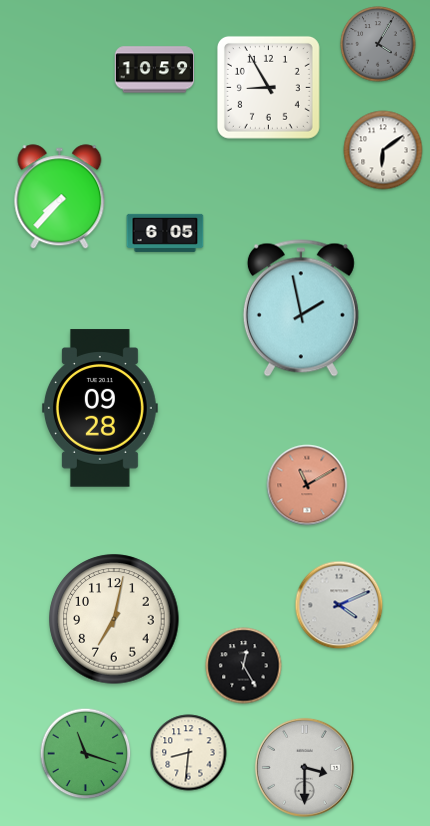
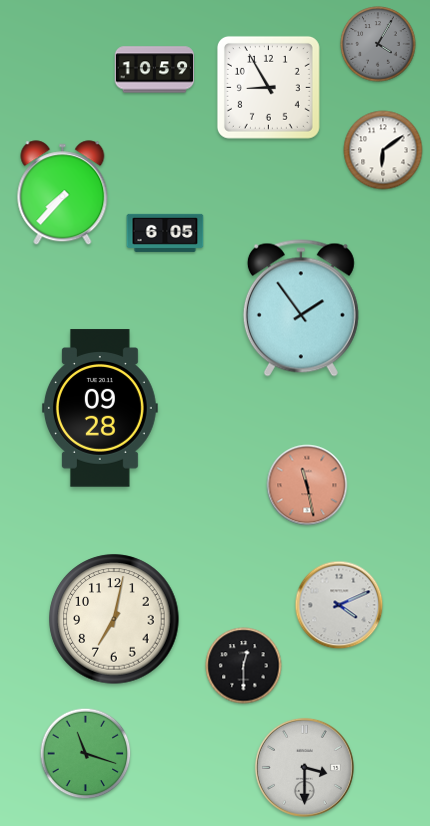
clock at (60, 197) position: (60, 197) -> (63, 193)
clock at (301, 308): 1:58 -> 1:54
clock at (307, 485): 11:10 -> 11:28
clock at (244, 666): 12:25 -> 12:30
clock at (189, 753): 8:31 -> none
